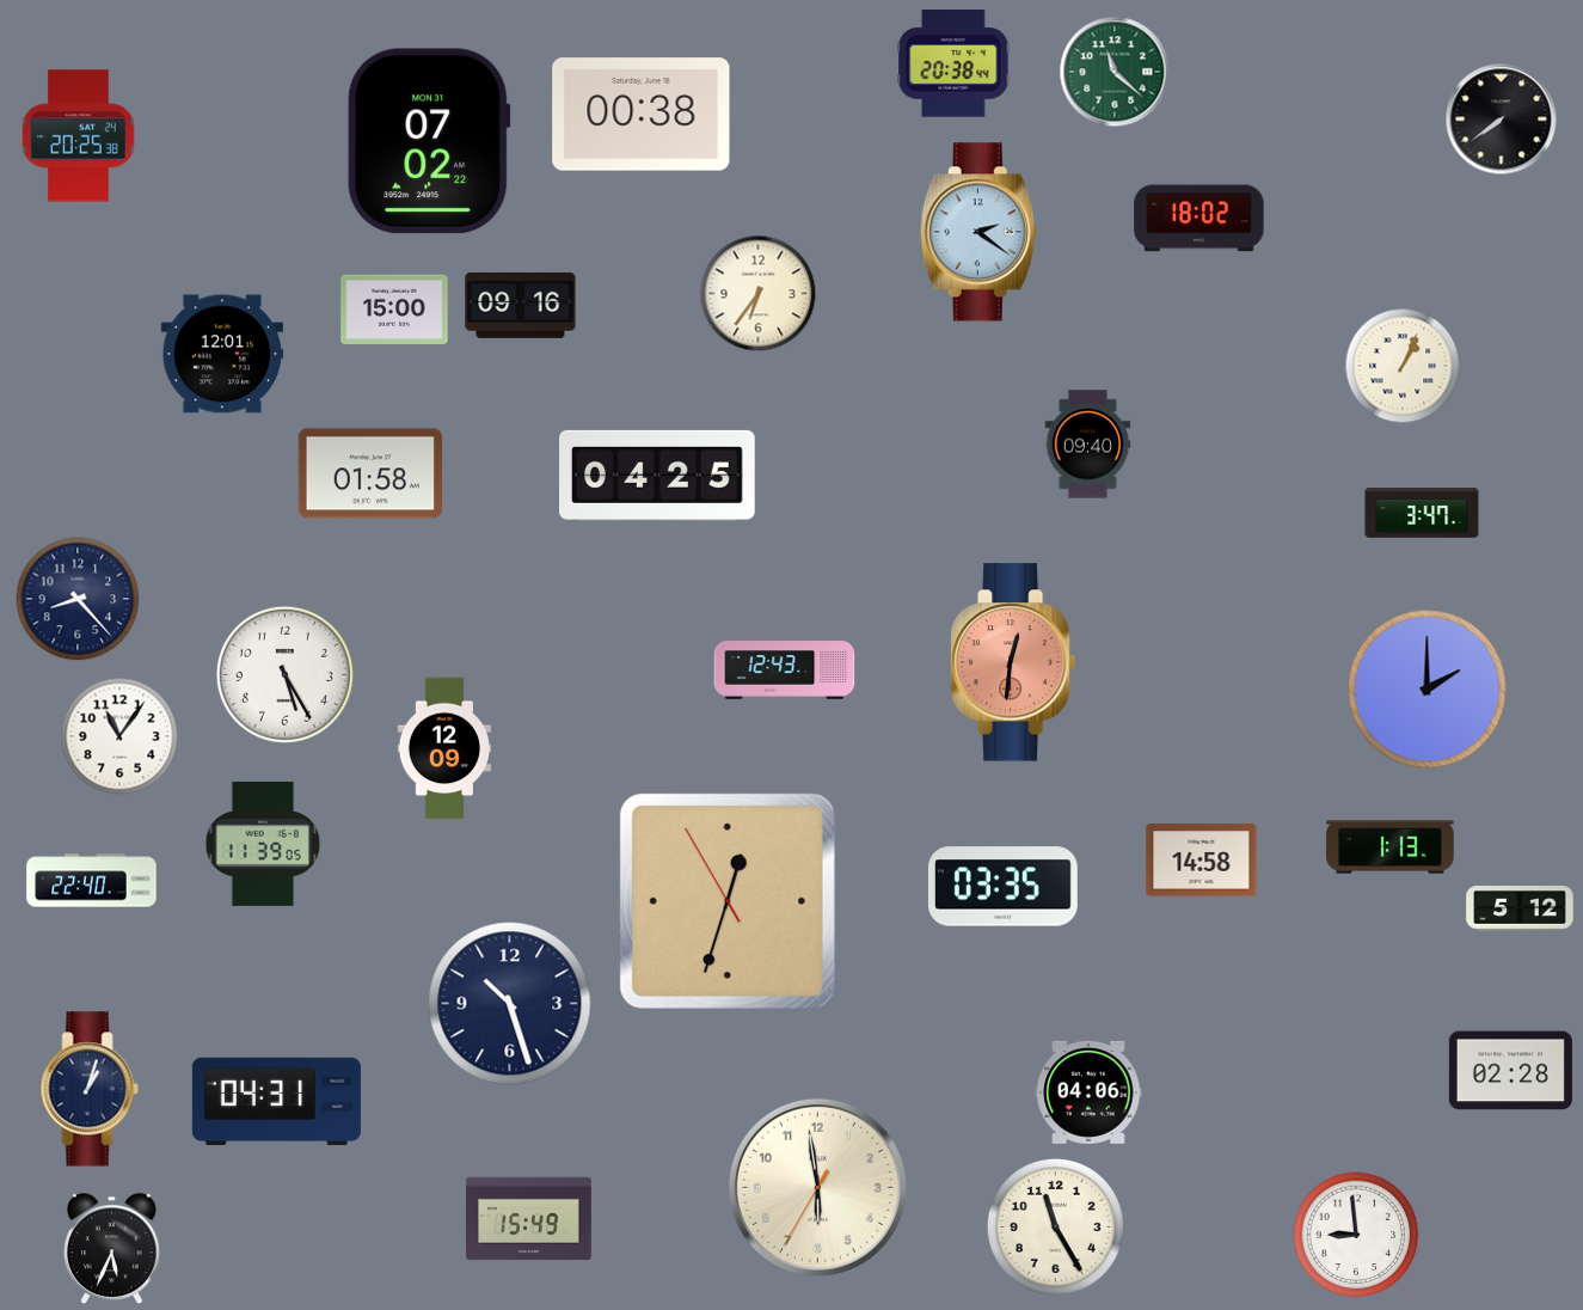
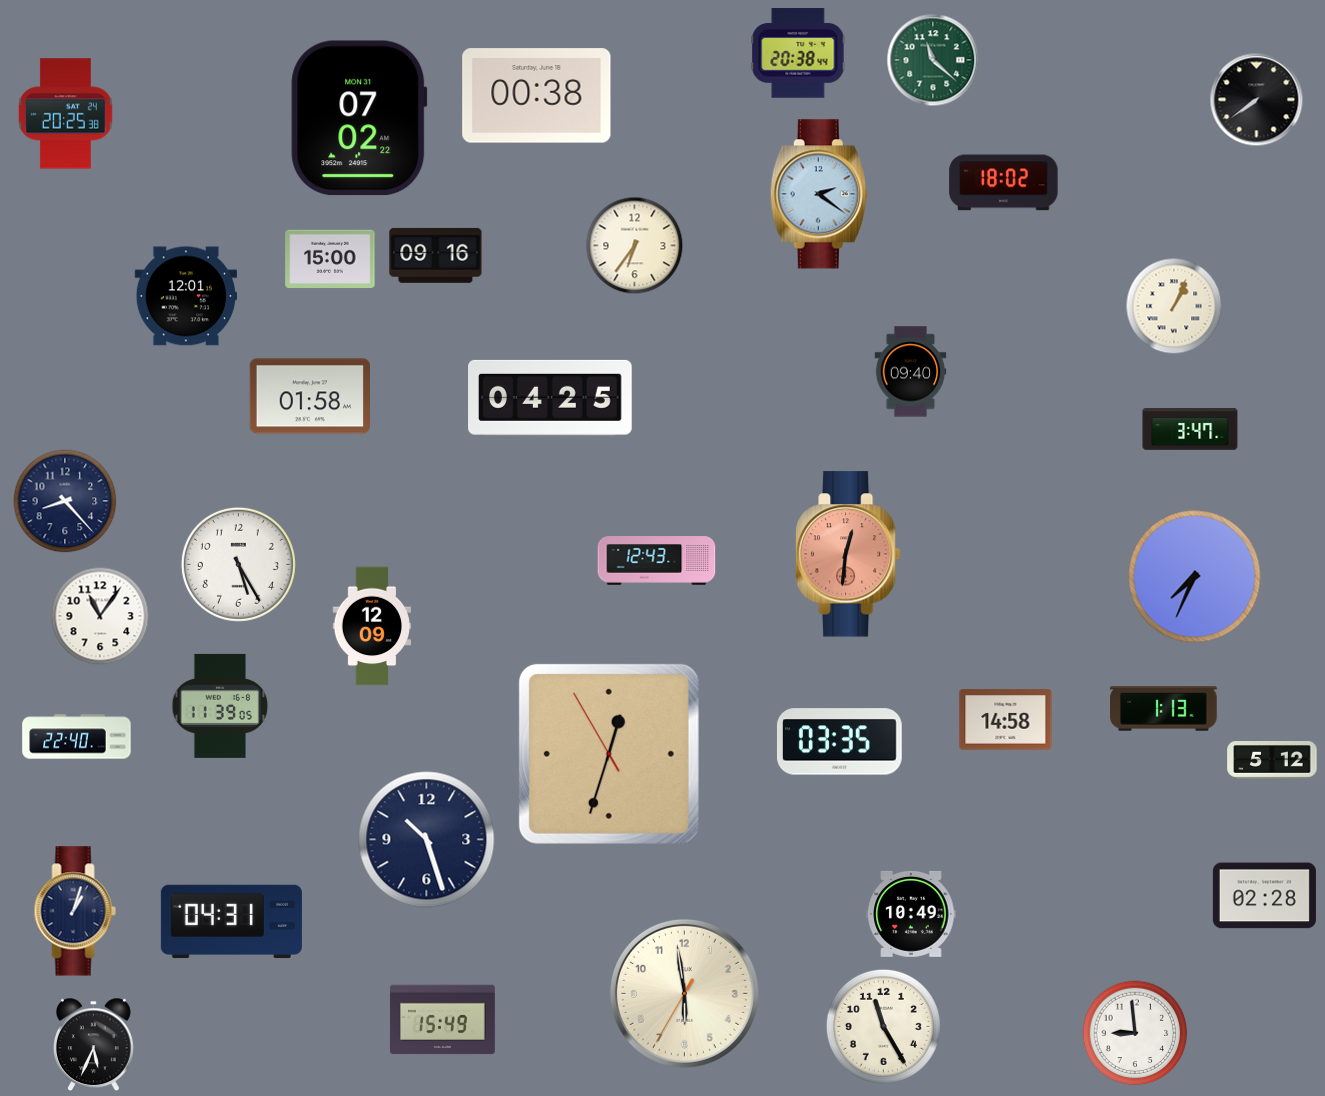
clock at (1428, 690): 2:00 -> 7:34
clock at (1088, 1092): 04:06 -> 10:49
